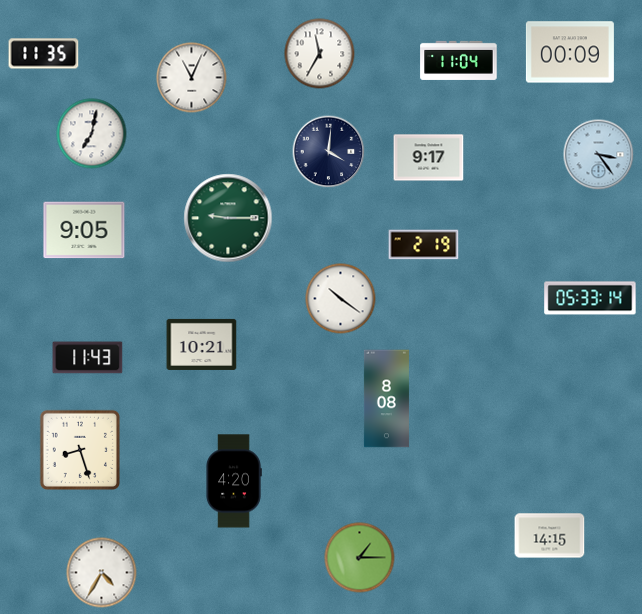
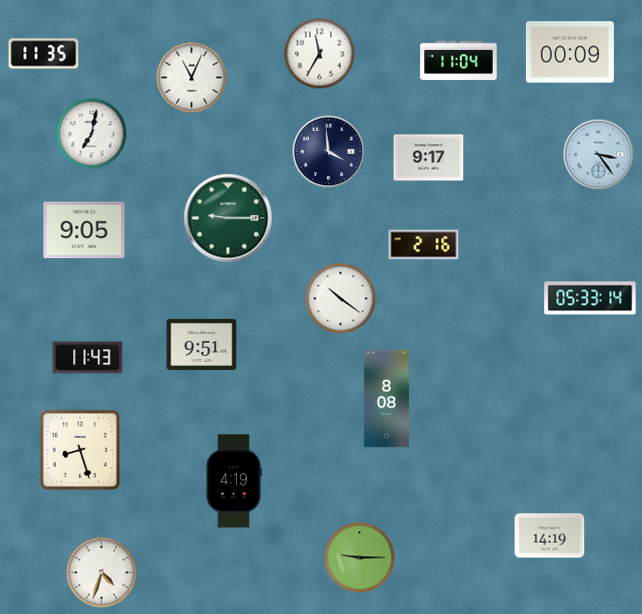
clock at (329, 152): 4:01 -> 3:59
clock at (424, 245): 2:19 -> 2:16
clock at (202, 344): 10:21 -> 9:51
clock at (234, 481): 4:20 -> 4:19
clock at (550, 536): 14:15 -> 14:19
clock at (360, 558): 1:15 -> 9:15
clock at (102, 573): 4:35 -> 4:33
